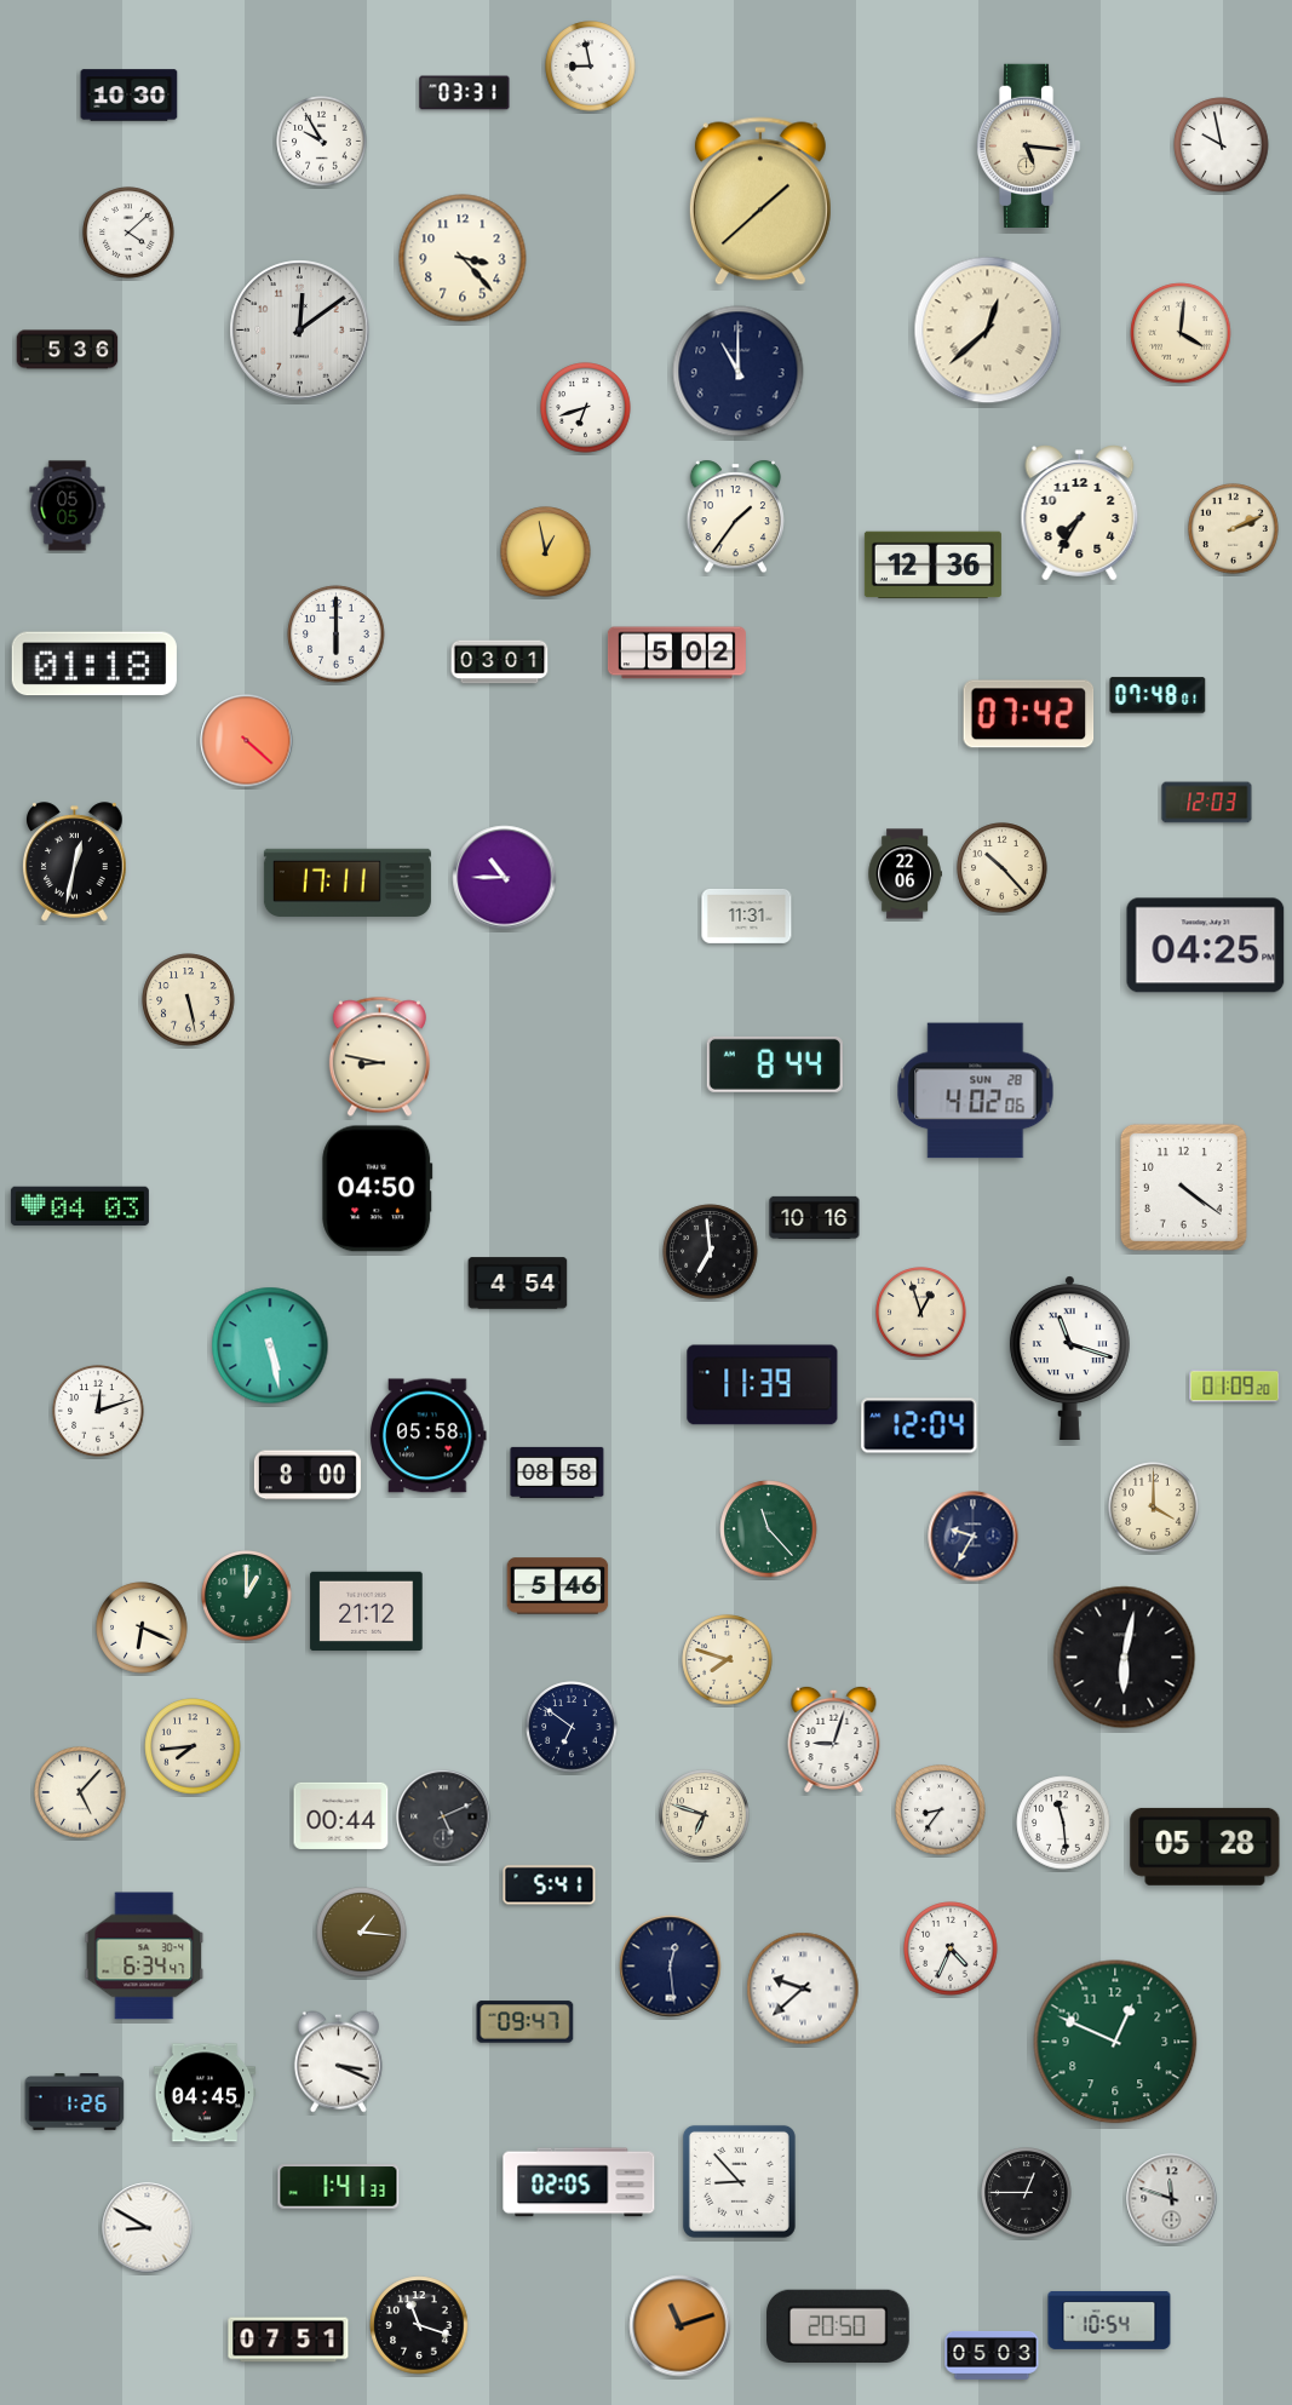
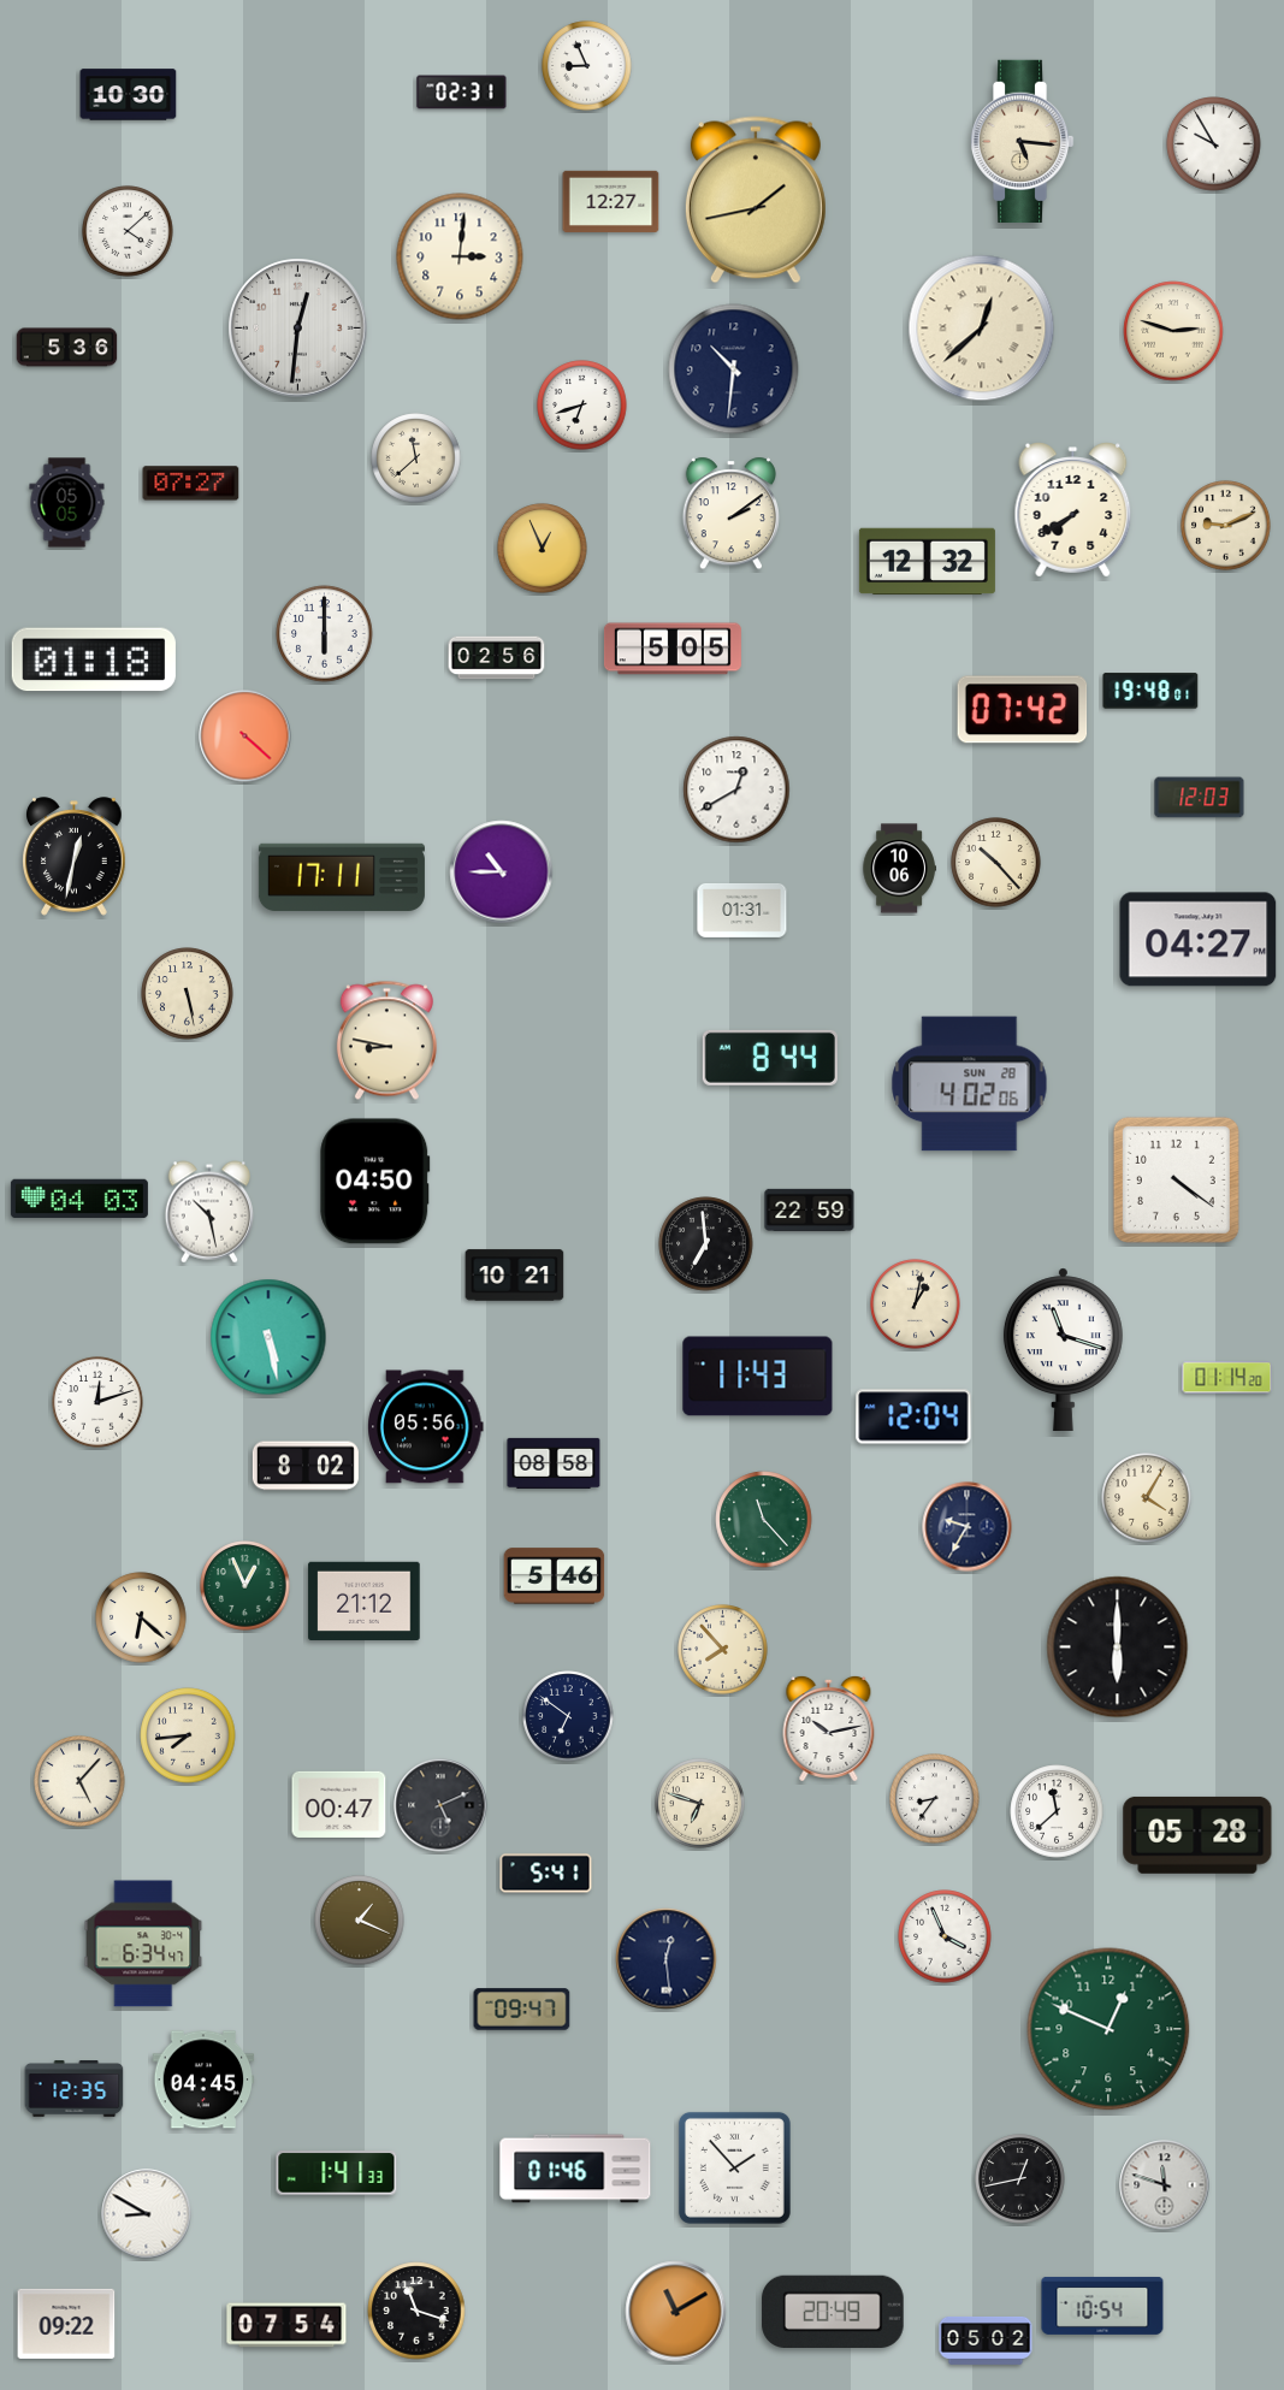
clock at (591, 67): 8:58 -> 8:56
clock at (465, 93): 03:31 -> 02:31
clock at (322, 142): 9:55 -> none
clock at (1028, 145) position: (1028, 145) -> (1022, 141)
clock at (1222, 145): 9:58 -> 9:55
clock at (760, 201): 1:38 -> 1:43
clock at (611, 201): none -> 12:27
clock at (463, 258): 3:23 -> 3:01
clock at (300, 331): 12:09 -> 12:31
clock at (1181, 333): 4:01 -> 2:48
clock at (739, 372): 11:00 -> 10:31
clock at (416, 459): none -> 11:38
clock at (191, 484): none -> 07:27
clock at (1080, 513): 7:35 -> 7:40
clock at (735, 517): 1:36 -> 2:09
clock at (1234, 529): 2:11 -> 9:11
clock at (546, 552): 12:58 -> 12:56
clock at (932, 566): 12:36 -> 12:32
clock at (337, 635) position: (337, 635) -> (325, 634)
clock at (677, 653): 5:02 -> 5:05
clock at (500, 662): 03:01 -> 02:56
clock at (1158, 695): 07:48 -> 19:48
clock at (736, 789): none -> 12:40
clock at (905, 874): 22:06 -> 10:06
clock at (348, 883) position: (348, 883) -> (342, 877)
clock at (747, 915): 11:31 -> 01:31
clock at (1206, 946): 04:25 -> 04:27
clock at (379, 1057) position: (379, 1057) -> (386, 1041)
clock at (815, 1217): 10:16 -> 22:59
clock at (209, 1212): none -> 10:28
clock at (518, 1284): 4:54 -> 10:21
clock at (921, 1313): 12:57 -> 1:02
clock at (763, 1385): 11:39 -> 11:43
clock at (1235, 1387): 01:09 -> 01:14
clock at (429, 1436): 05:58 -> 05:56
clock at (308, 1475): 8:00 -> 8:02
clock at (1154, 1508): 4:00 -> 4:05
clock at (247, 1596): 1:00 -> 12:56
clock at (142, 1628): 6:19 -> 6:22
clock at (1125, 1658): 6:02 -> 6:00
clock at (728, 1660): 7:48 -> 7:53
clock at (834, 1739): 9:03 -> 10:13
clock at (193, 1746) position: (193, 1746) -> (188, 1735)
clock at (341, 1815): 00:44 -> 00:47
clock at (1063, 1823): 11:29 -> 11:38
clock at (362, 1933): 1:16 -> 1:19
clock at (951, 1948): 4:34 -> 3:56
clock at (671, 1967) position: (671, 1967) -> (667, 1959)
clock at (803, 1988): 9:38 -> none
clock at (338, 2062): 3:19 -> none
clock at (75, 2102): 1:26 -> 12:35
clock at (739, 2181): 8:53 -> 1:53
clock at (579, 2182): 02:05 -> 01:46
clock at (1027, 2193): 12:45 -> 12:43
clock at (838, 2325): 20:50 -> 20:49
clock at (681, 2326): 11:12 -> 11:10
clock at (66, 2324): none -> 09:22
clock at (288, 2340): 07:51 -> 07:54
clock at (992, 2355): 05:03 -> 05:02
